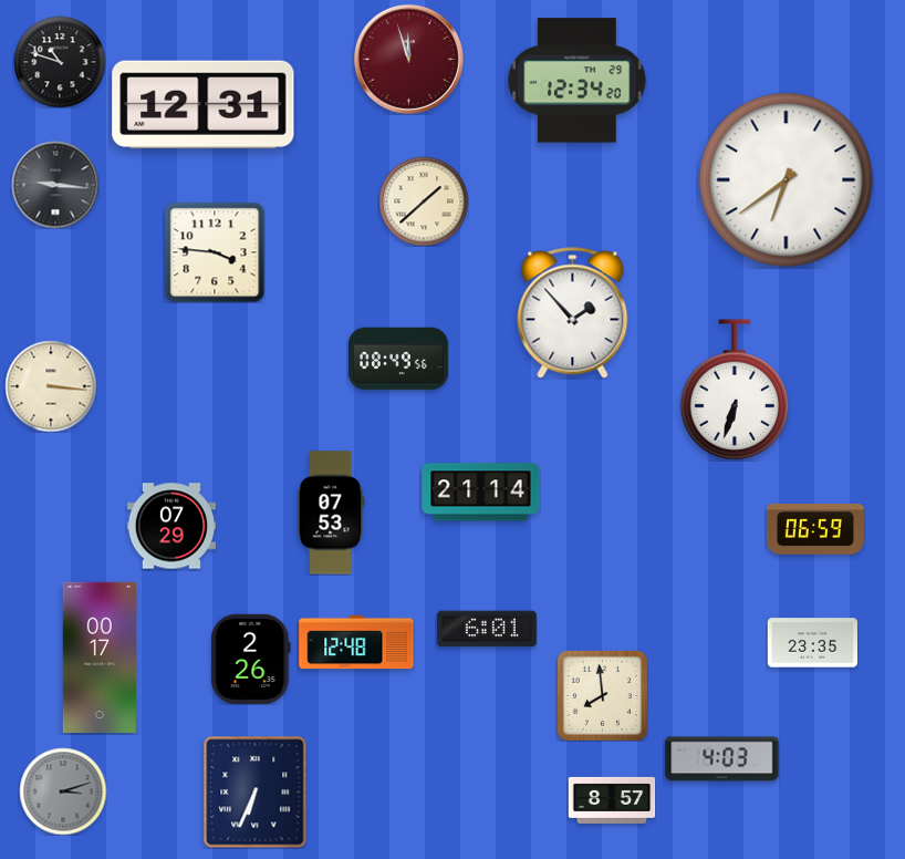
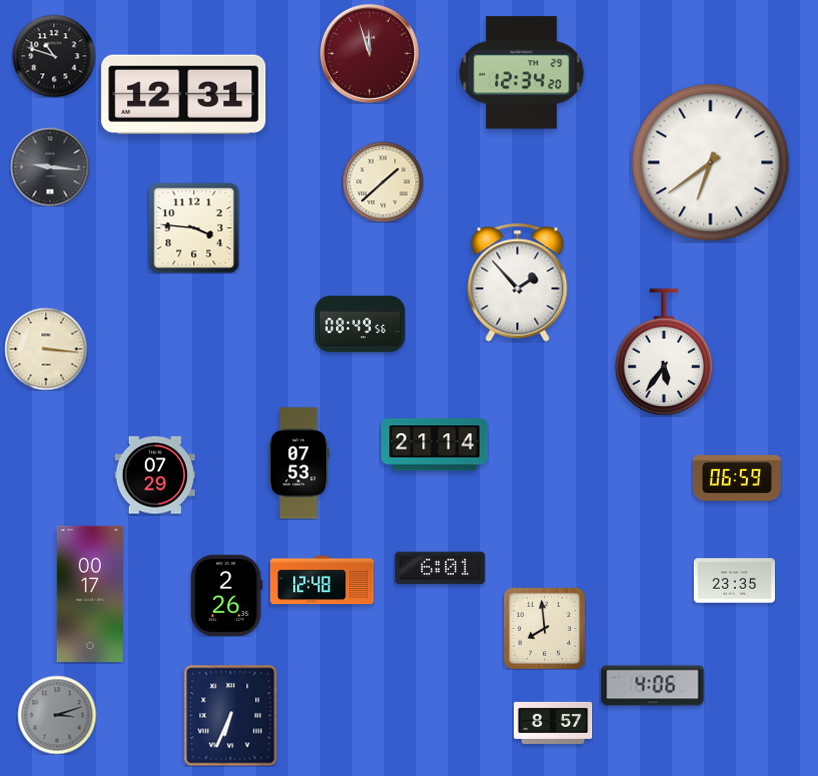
clock at (735, 390): 6:33 -> 5:36
clock at (722, 759): 4:03 -> 4:06
